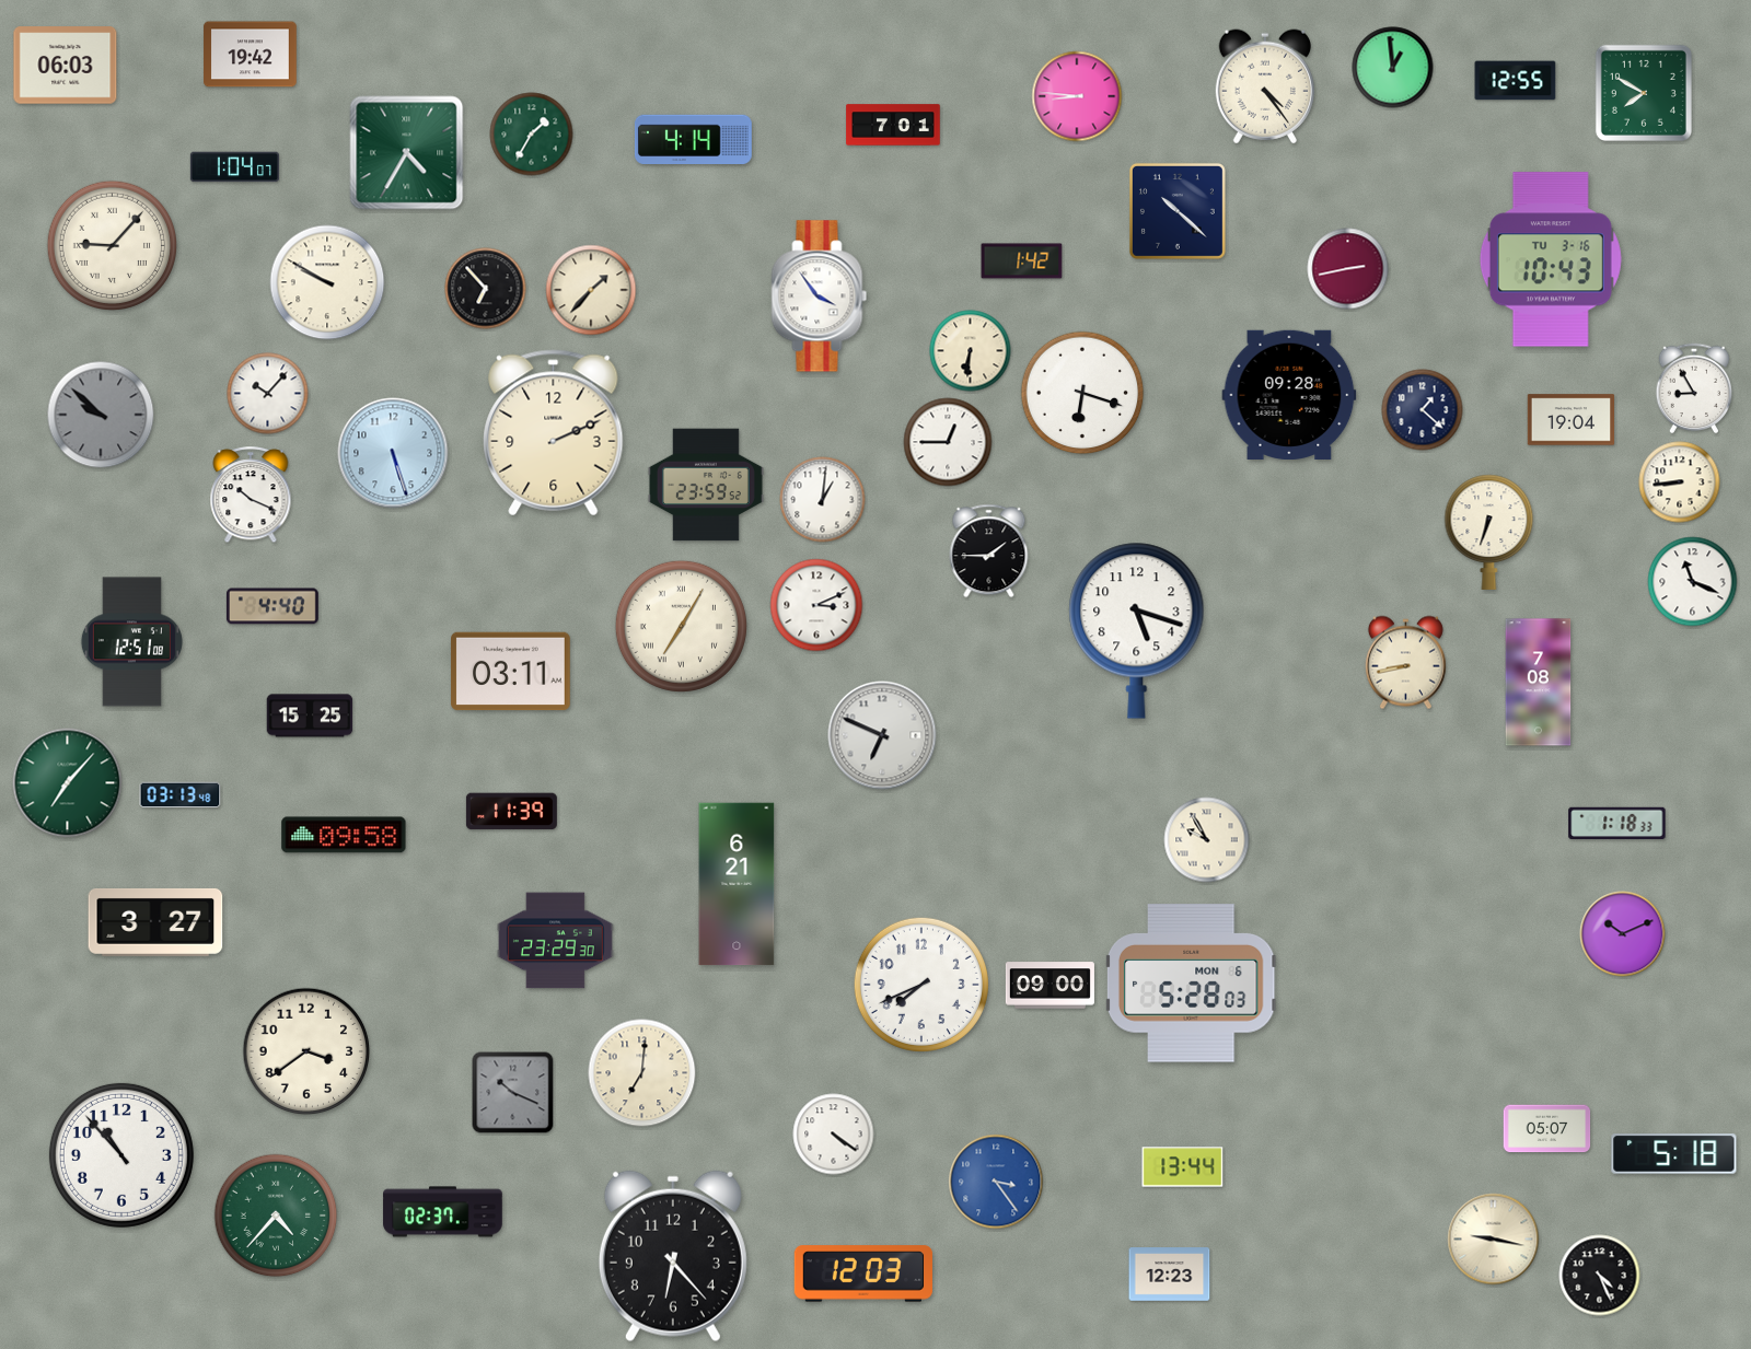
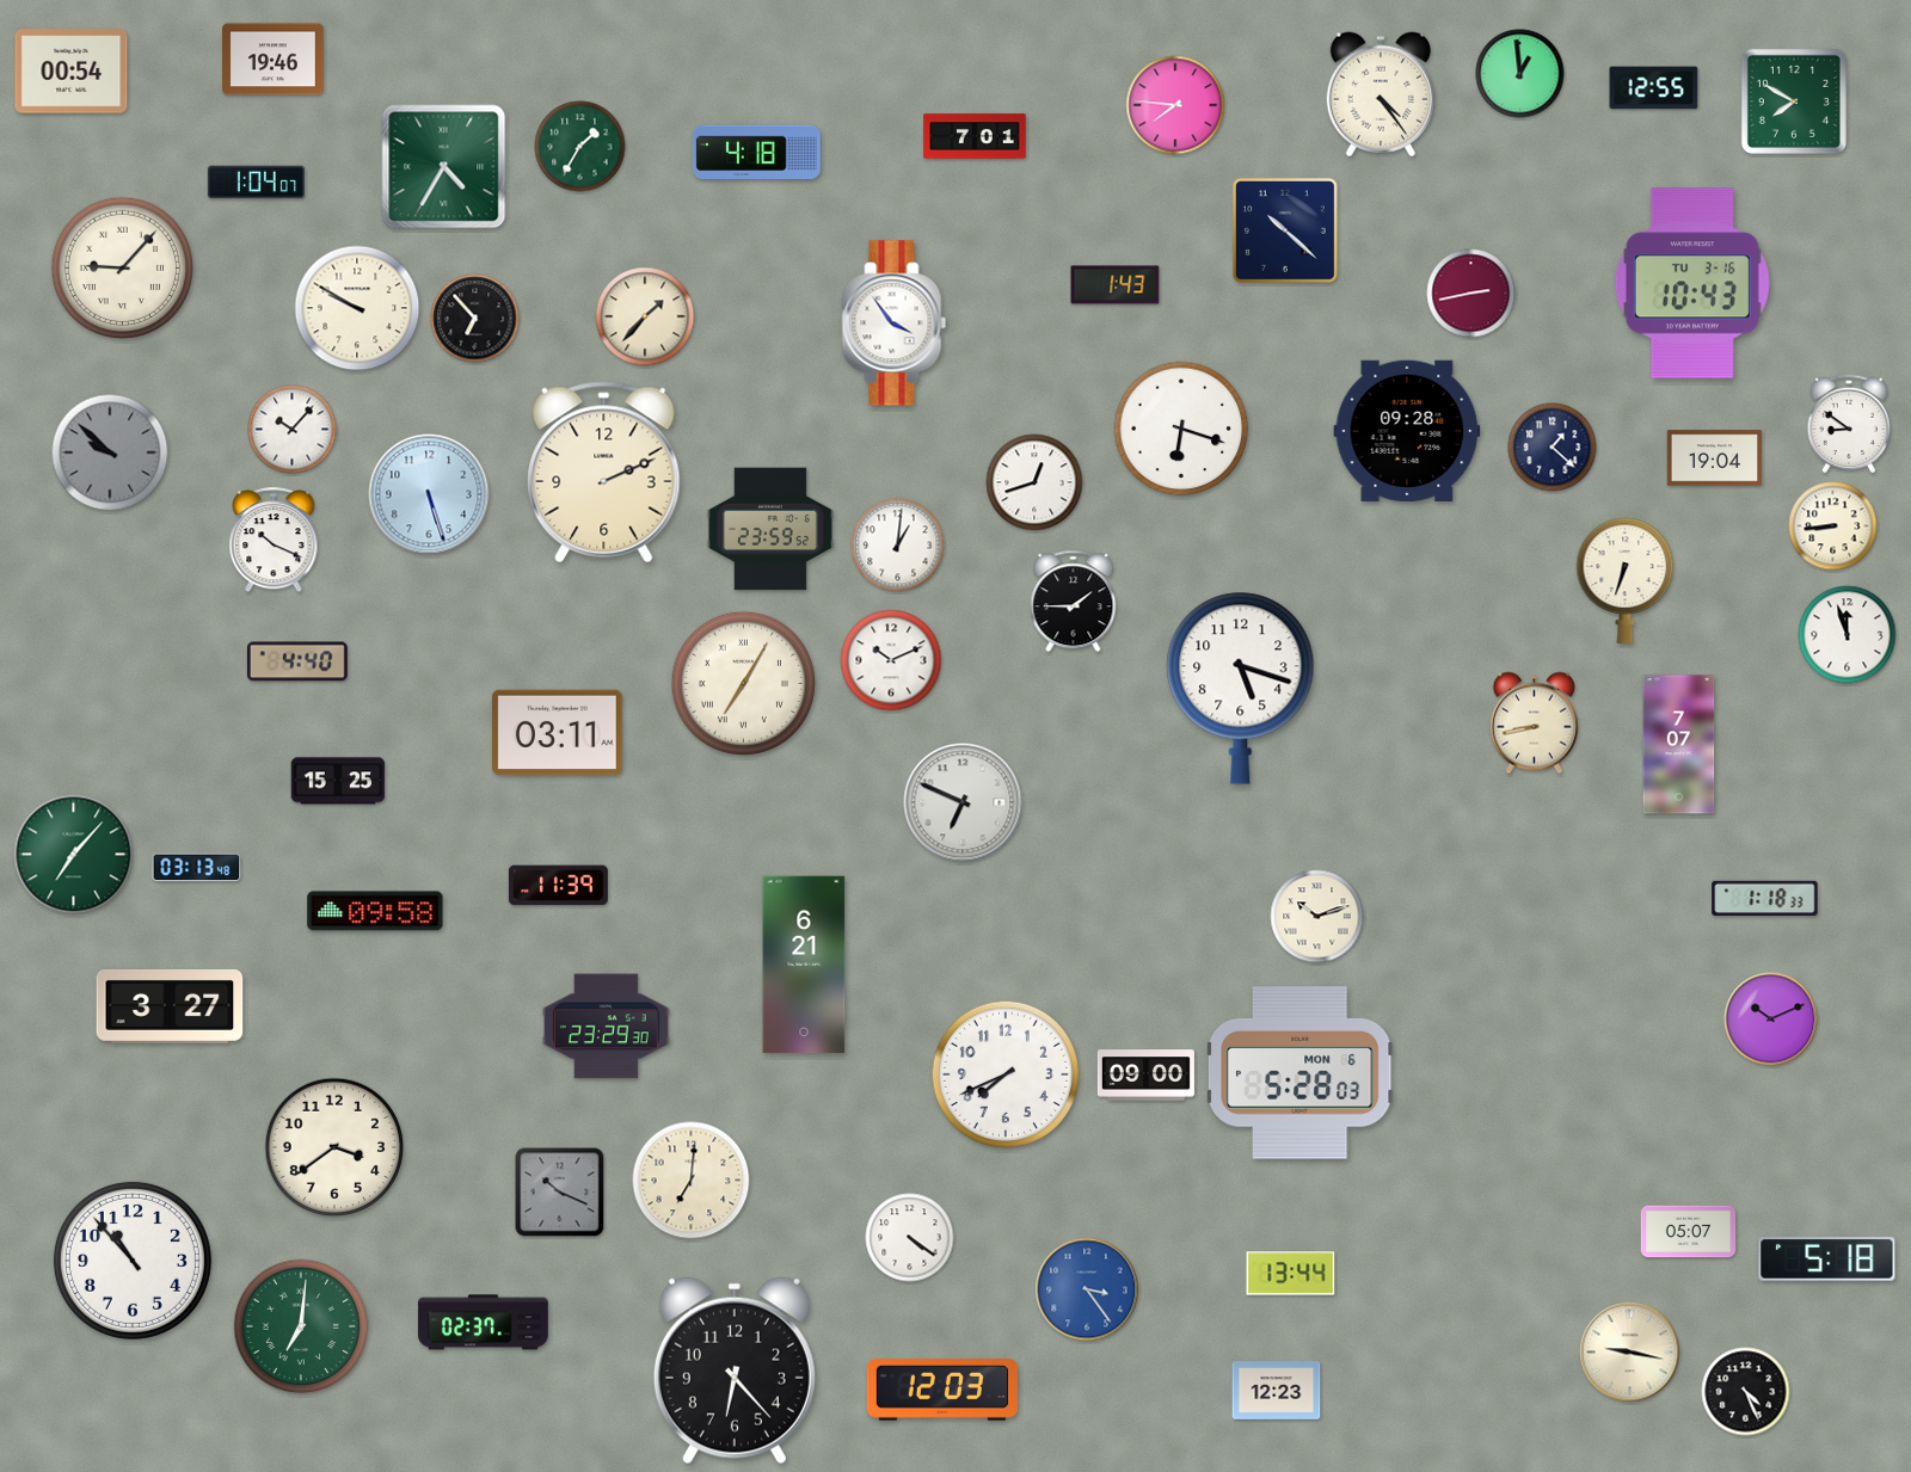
clock at (251, 55): 19:42 -> 19:46
clock at (66, 66): 06:03 -> 00:54
clock at (1077, 96): 8:46 -> 7:46
clock at (693, 139): 4:14 -> 4:18
clock at (1022, 261): 1:42 -> 1:43
clock at (486, 289) position: (486, 289) -> (475, 319)
clock at (971, 351): 6:31 -> none
clock at (1694, 388): 8:55 -> 8:51
clock at (948, 442): 12:45 -> 12:42
clock at (989, 551) position: (989, 551) -> (1074, 602)
clock at (1693, 582): 11:19 -> 11:57
clock at (816, 605): 3:11 -> 10:11
clock at (131, 642): 12:51 -> none
clock at (1539, 683): 7:08 -> 7:07
clock at (1207, 840): 9:55 -> 10:12
clock at (642, 1073) position: (642, 1073) -> (692, 1181)
clock at (276, 1216): 4:37 -> 7:01
